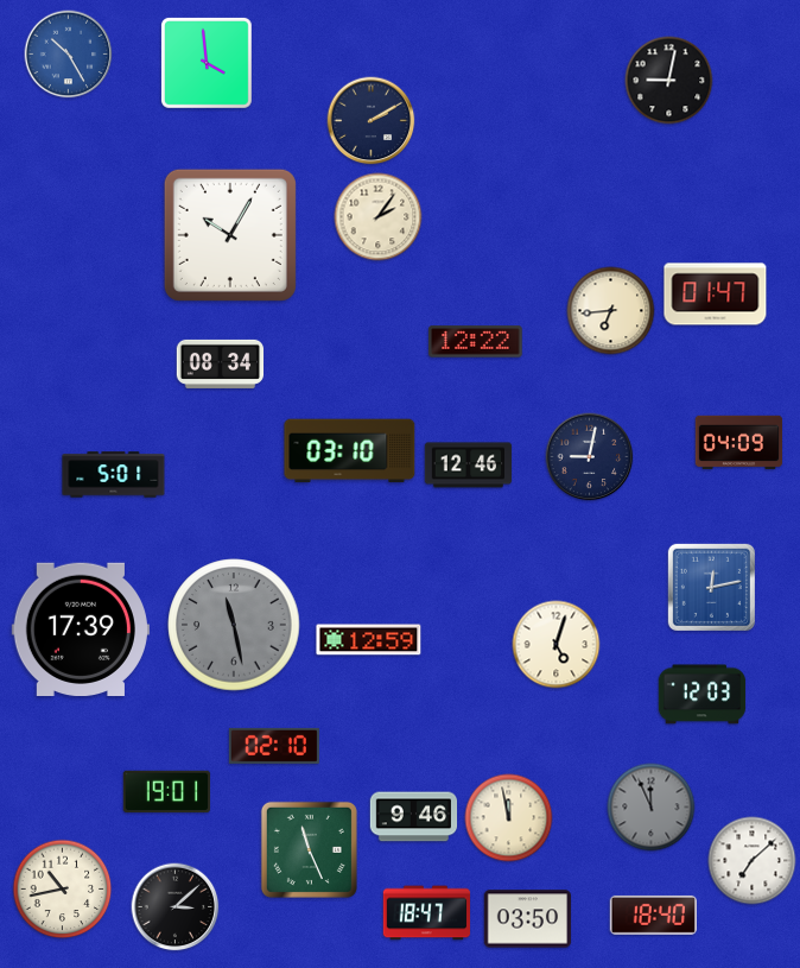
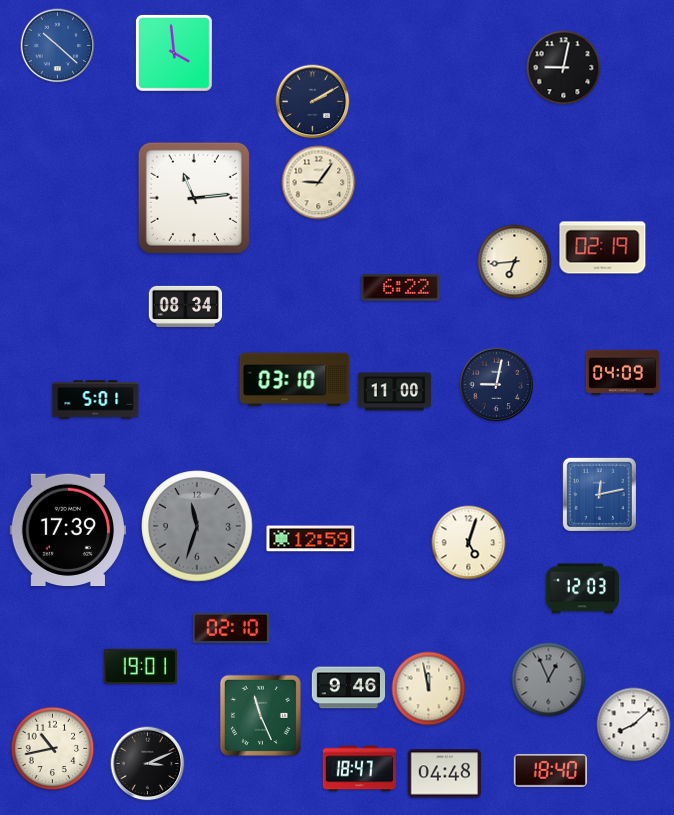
clock at (69, 55): 10:25 -> 10:22
clock at (379, 217): 2:06 -> 9:06
clock at (230, 235): 10:05 -> 11:14
clock at (716, 295): 01:47 -> 02:19
clock at (476, 342): 12:22 -> 6:22
clock at (469, 466): 12:46 -> 11:00
clock at (234, 625): 11:28 -> 11:33
clock at (703, 695) position: (703, 695) -> (583, 589)
clock at (652, 808): 11:56 -> 12:56
clock at (753, 861): 7:08 -> 8:08
clock at (176, 907): 3:08 -> 3:11
clock at (528, 919): 03:50 -> 04:48
